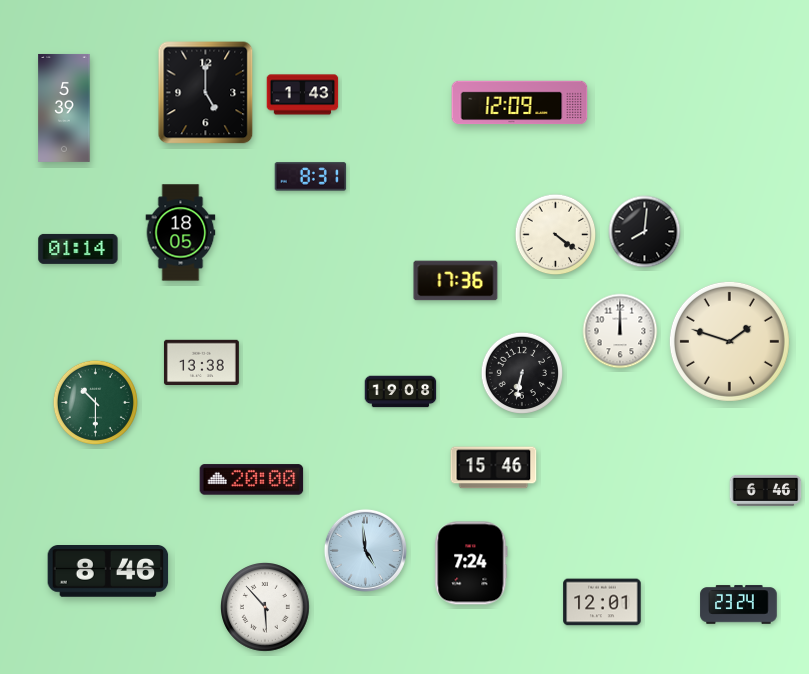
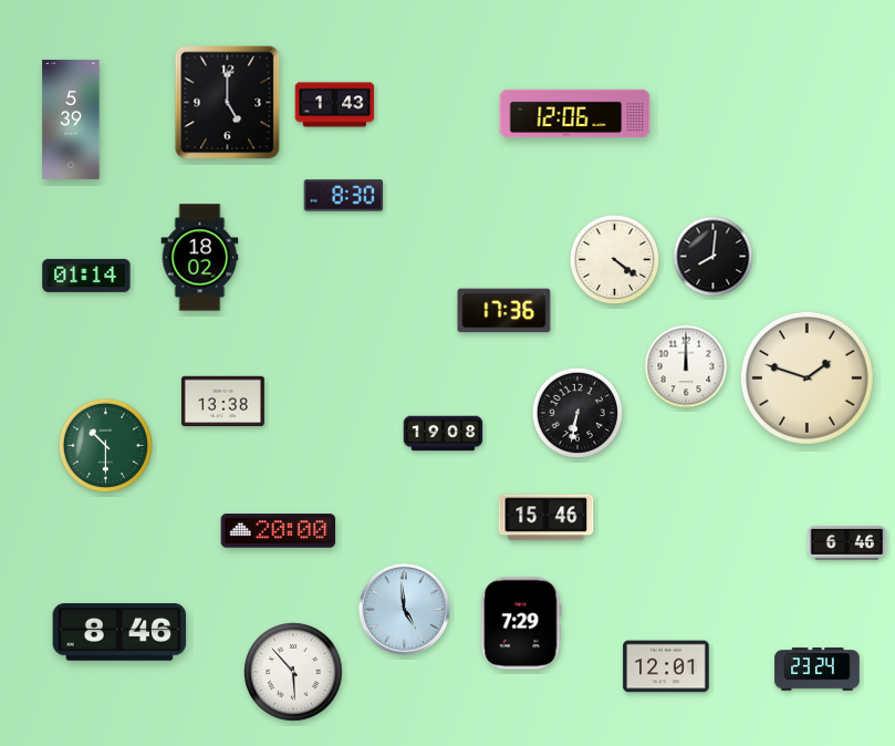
clock at (520, 103): 12:09 -> 12:06
clock at (311, 177): 8:31 -> 8:30
clock at (181, 233): 18:05 -> 18:02
clock at (471, 563): 7:24 -> 7:29
